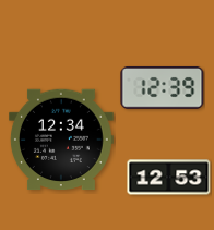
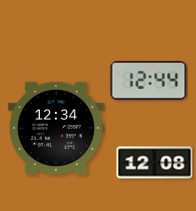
clock at (163, 87): 12:39 -> 12:44
clock at (169, 178): 12:53 -> 12:08
